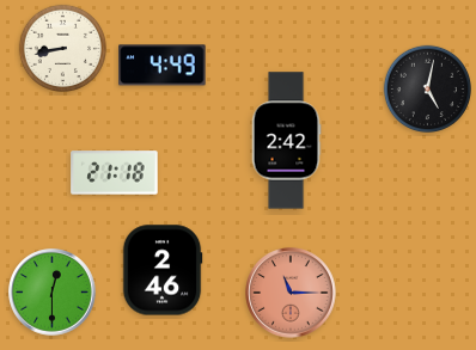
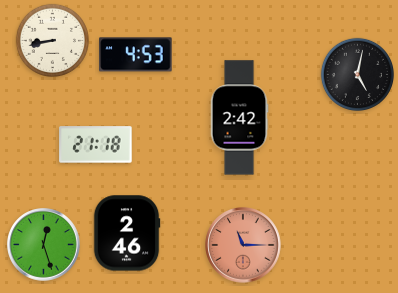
clock at (163, 66): 4:49 -> 4:53
clock at (163, 270) position: (163, 270) -> (127, 233)
clock at (53, 293): 12:30 -> 12:27
